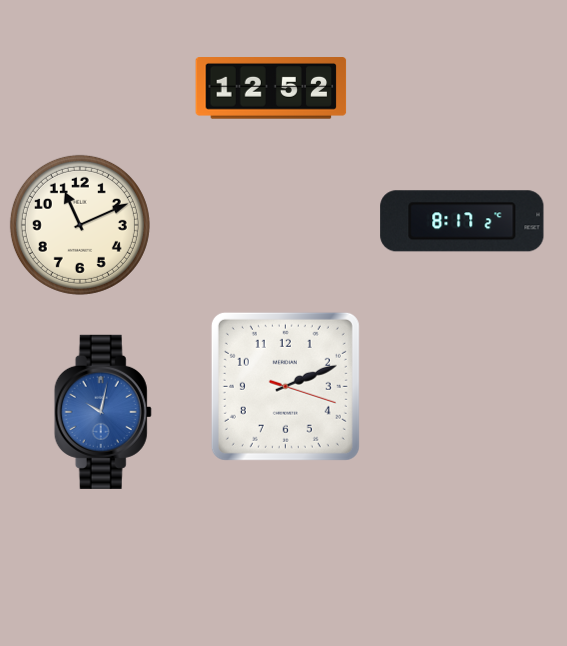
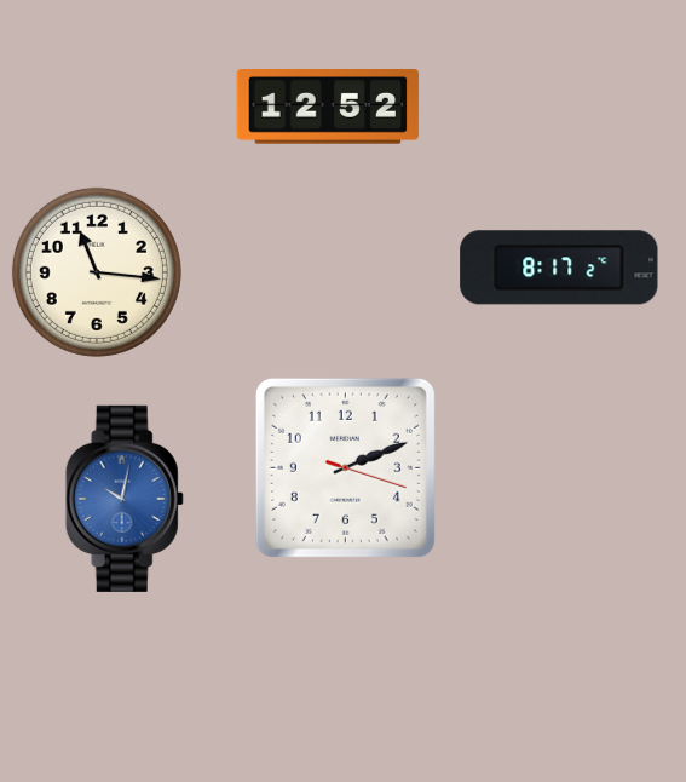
clock at (80, 225): 11:11 -> 11:16
